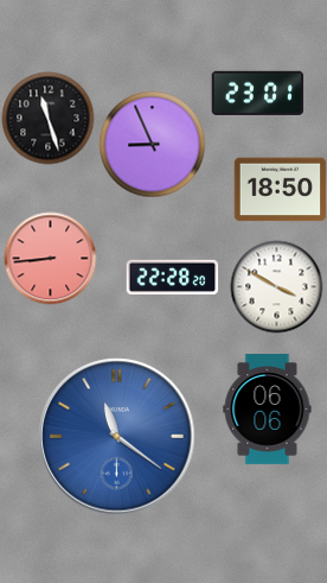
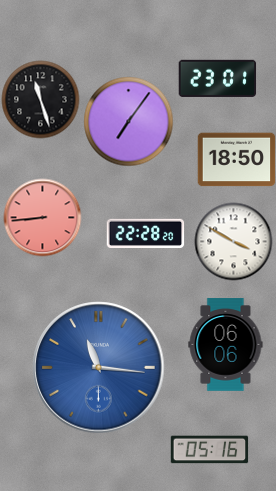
clock at (152, 144): 8:56 -> 7:06
clock at (117, 437): 11:21 -> 11:16
clock at (209, 450): none -> 05:16
